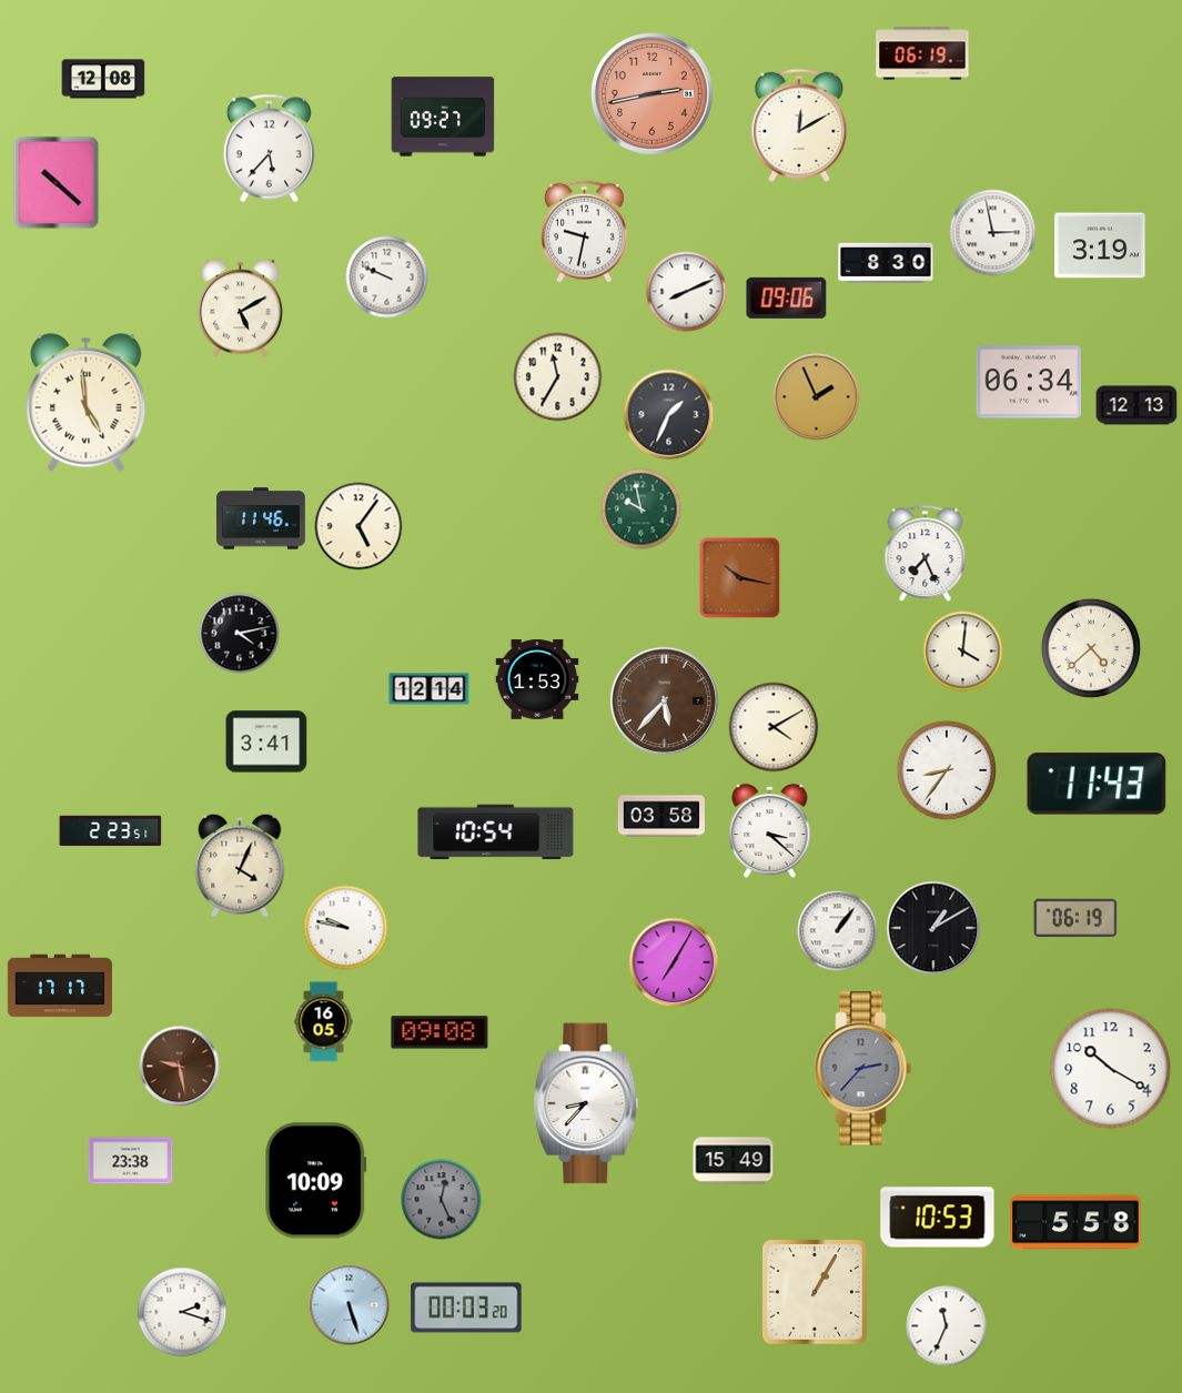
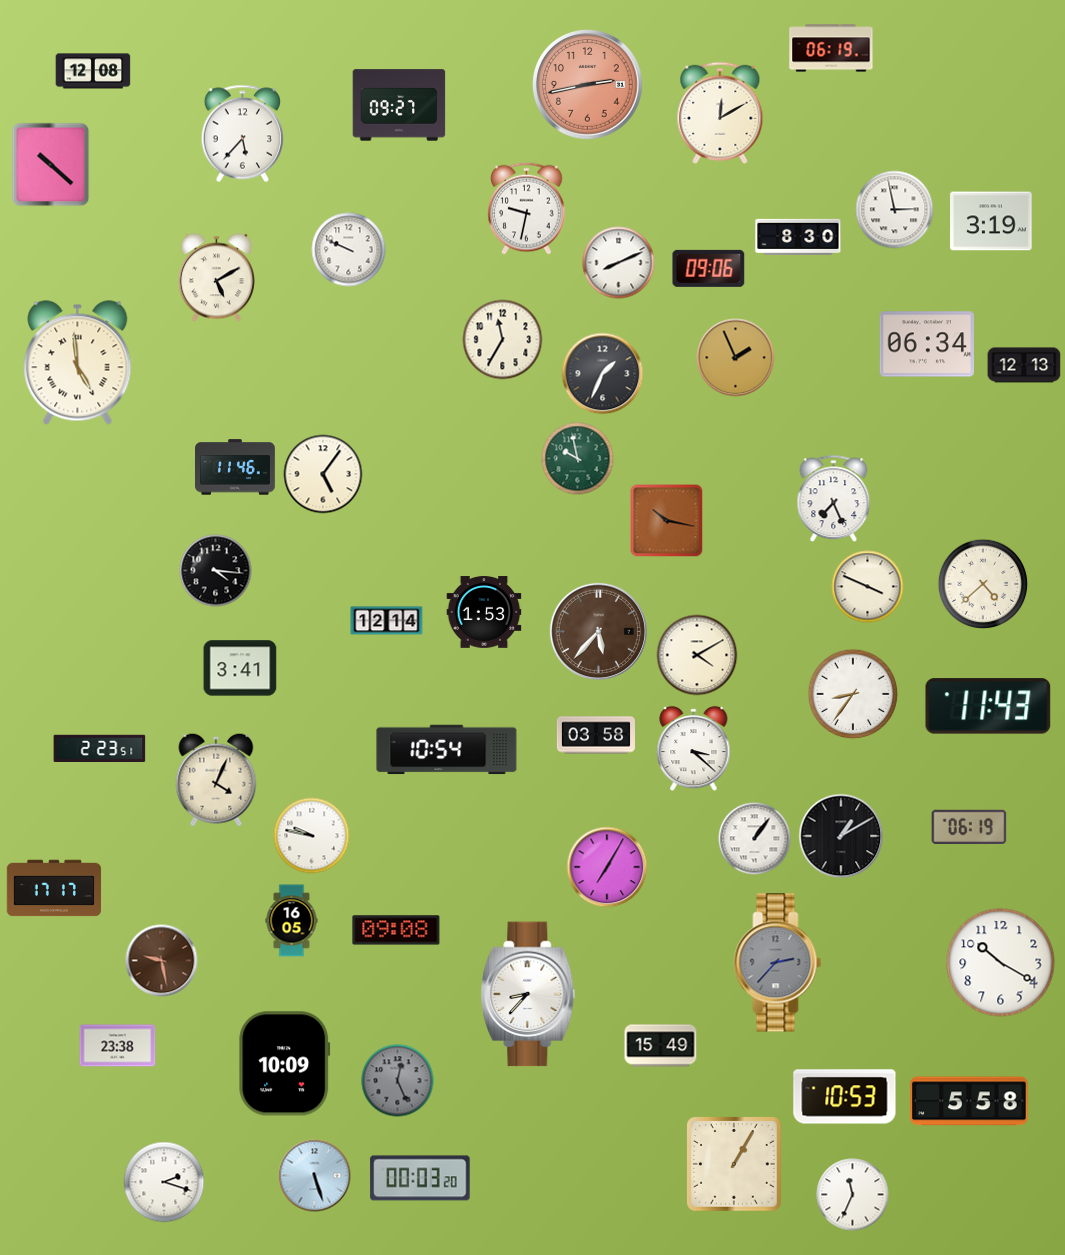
clock at (240, 634): 4:13 -> 4:16
clock at (963, 652): 4:01 -> 3:49
